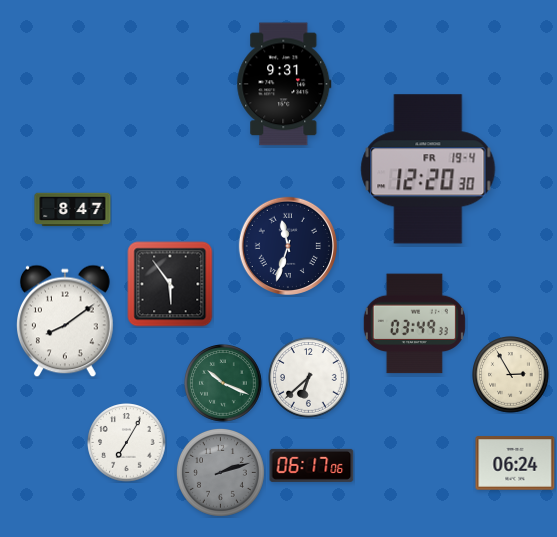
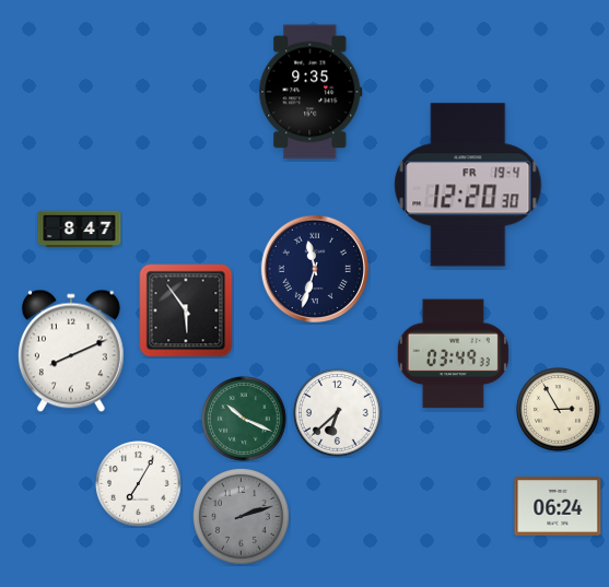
clock at (284, 84): 9:31 -> 9:35
clock at (66, 321): 8:09 -> 8:11
clock at (515, 463) position: (515, 463) -> (558, 506)
clock at (312, 465): 06:17 -> none
